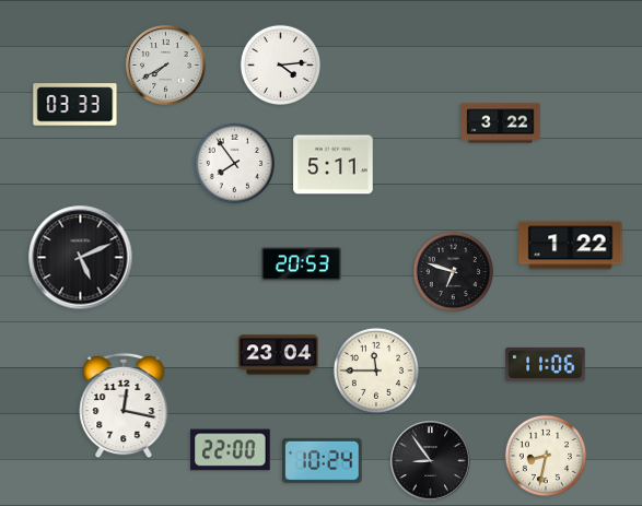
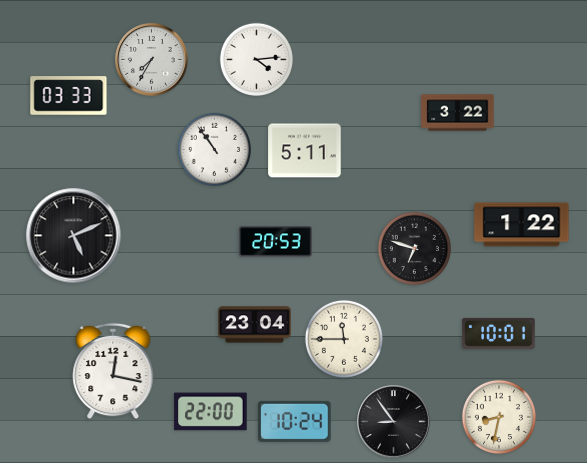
clock at (166, 66): 7:40 -> 7:35
clock at (234, 163): 7:54 -> 10:54
clock at (546, 364): 11:06 -> 10:01
